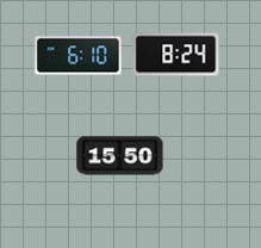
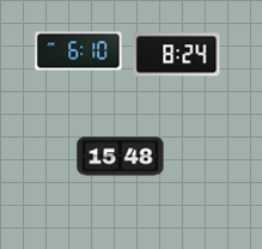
clock at (79, 56) position: (79, 56) -> (79, 51)
clock at (120, 156): 15:50 -> 15:48
